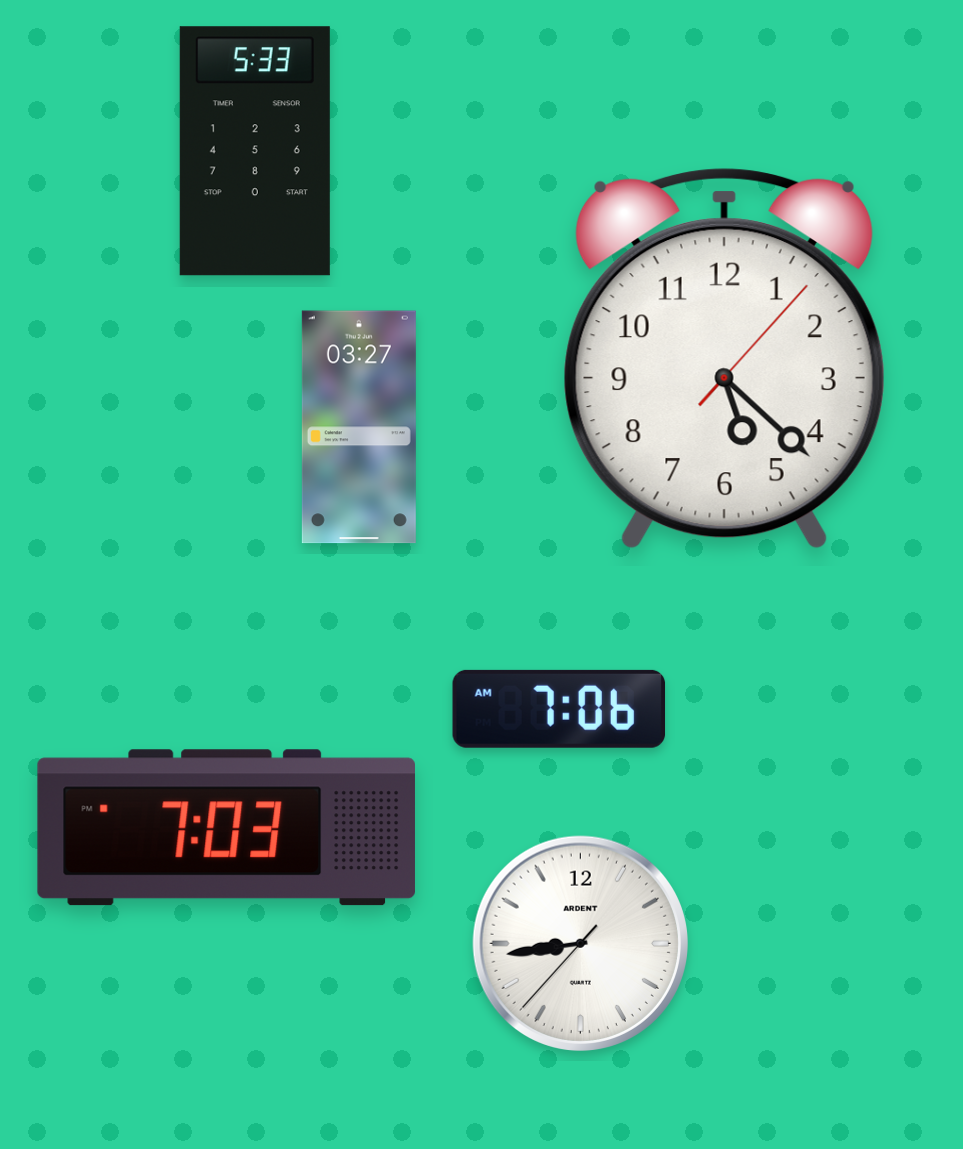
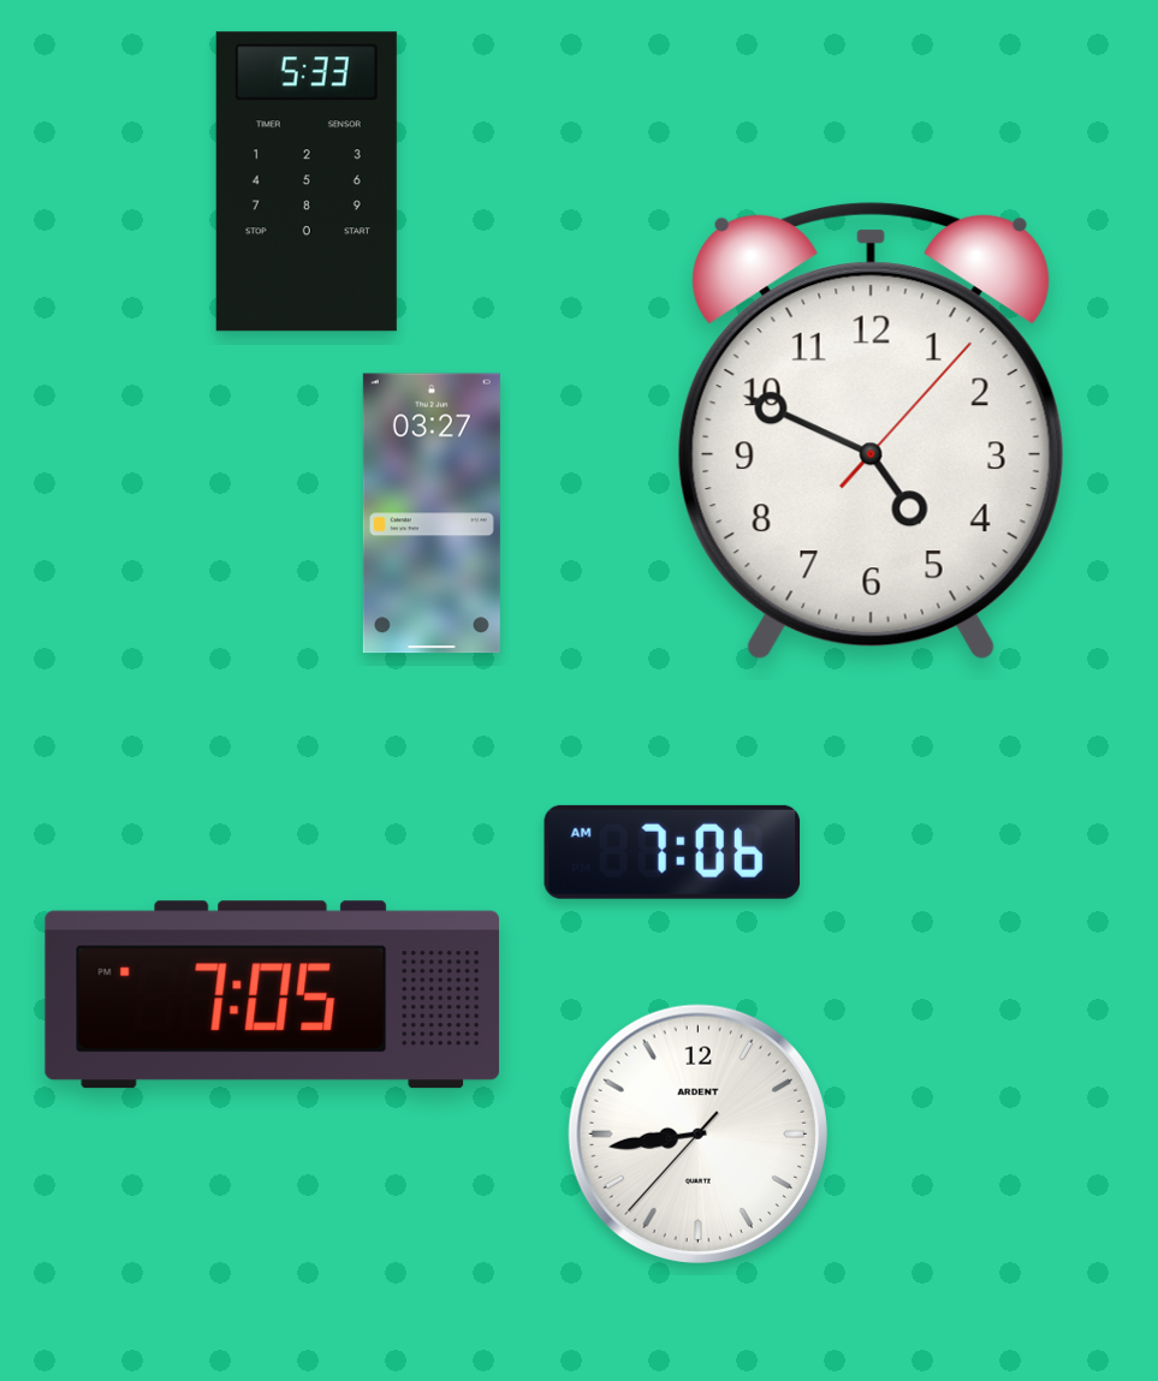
clock at (724, 359): 5:22 -> 4:49
clock at (226, 828): 7:03 -> 7:05
